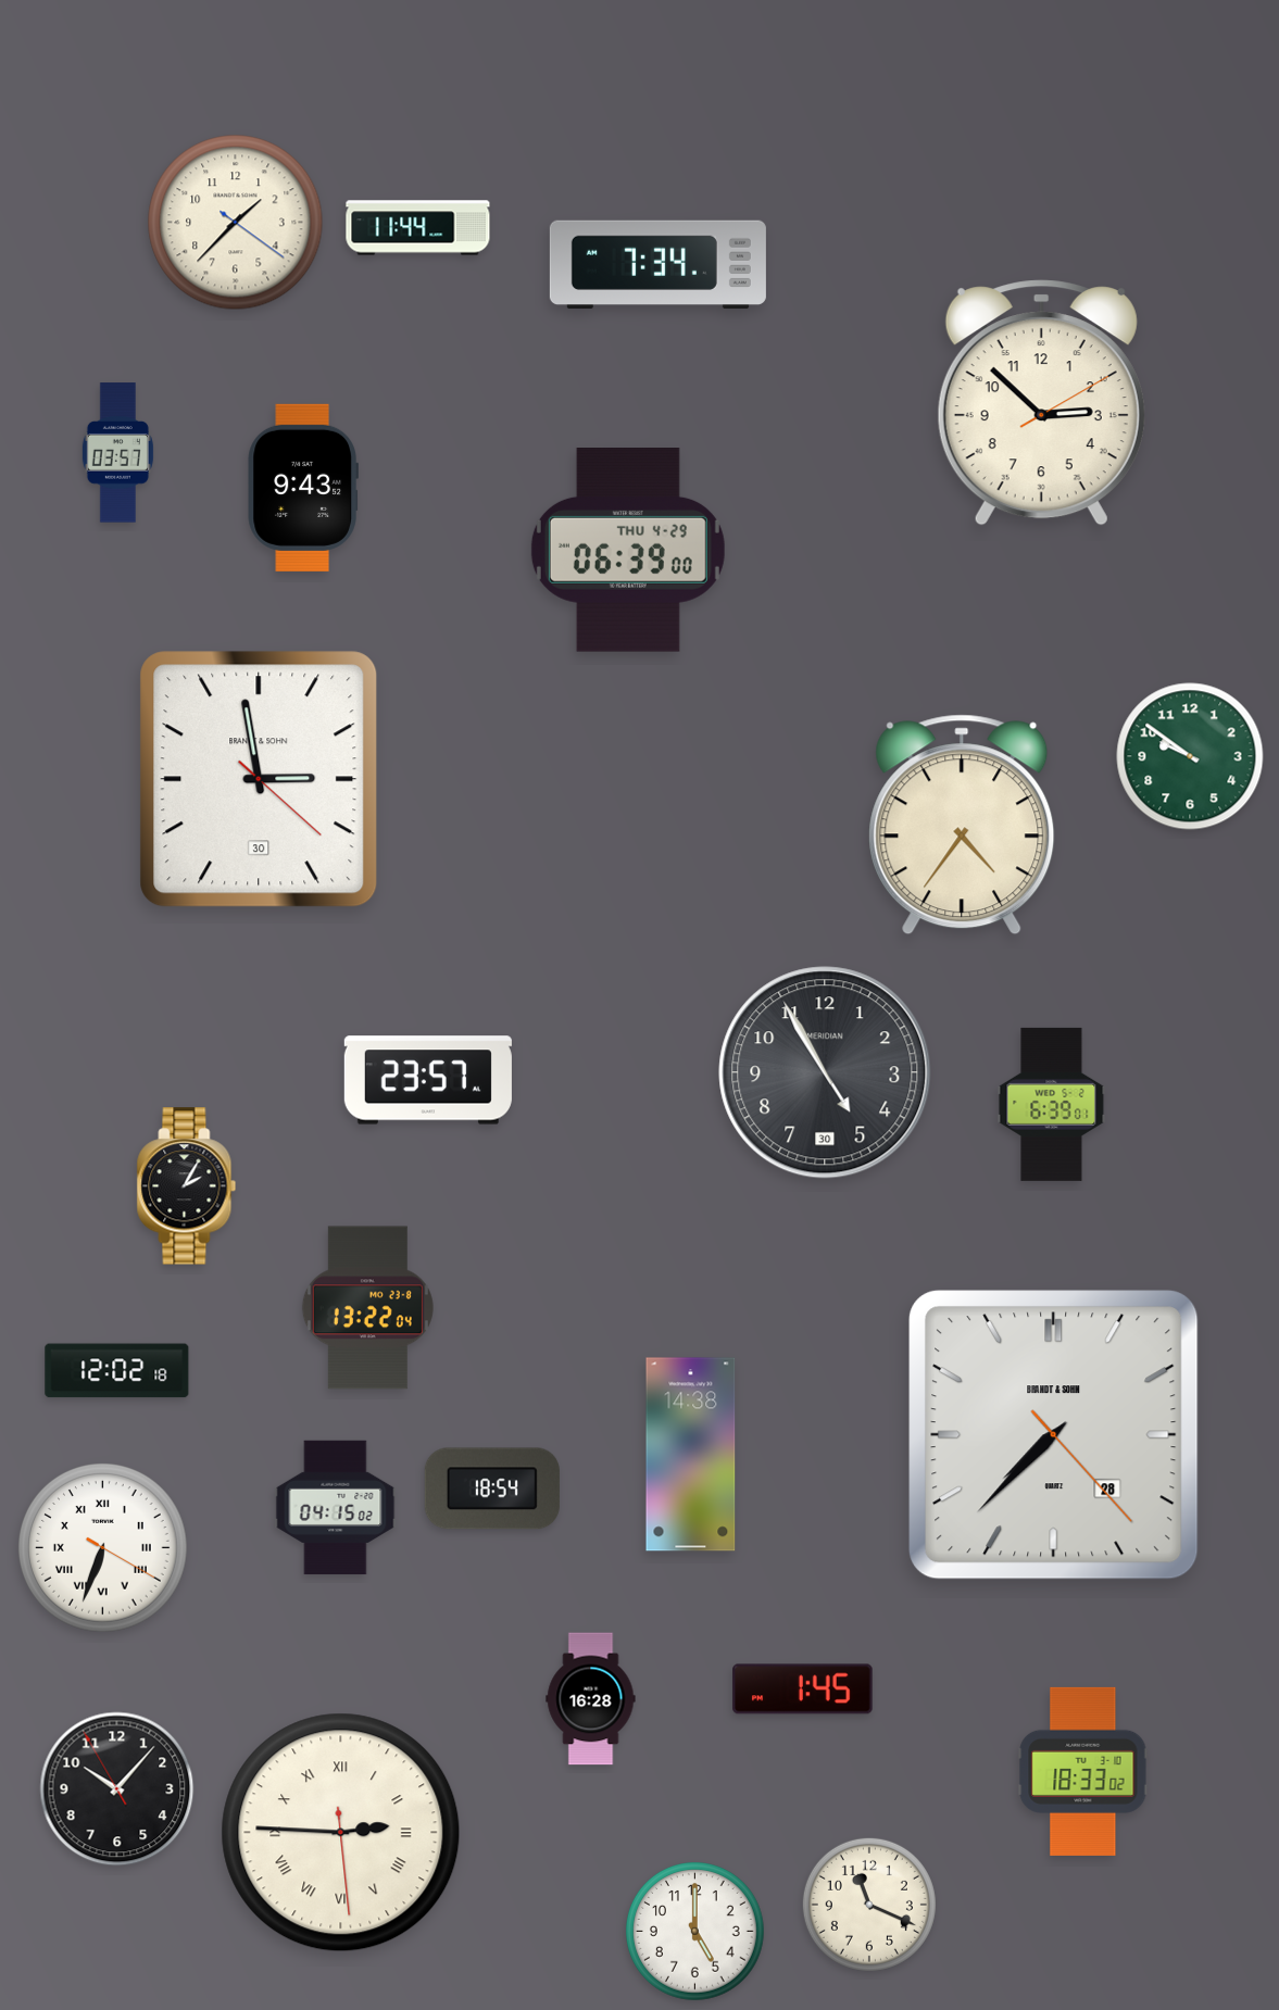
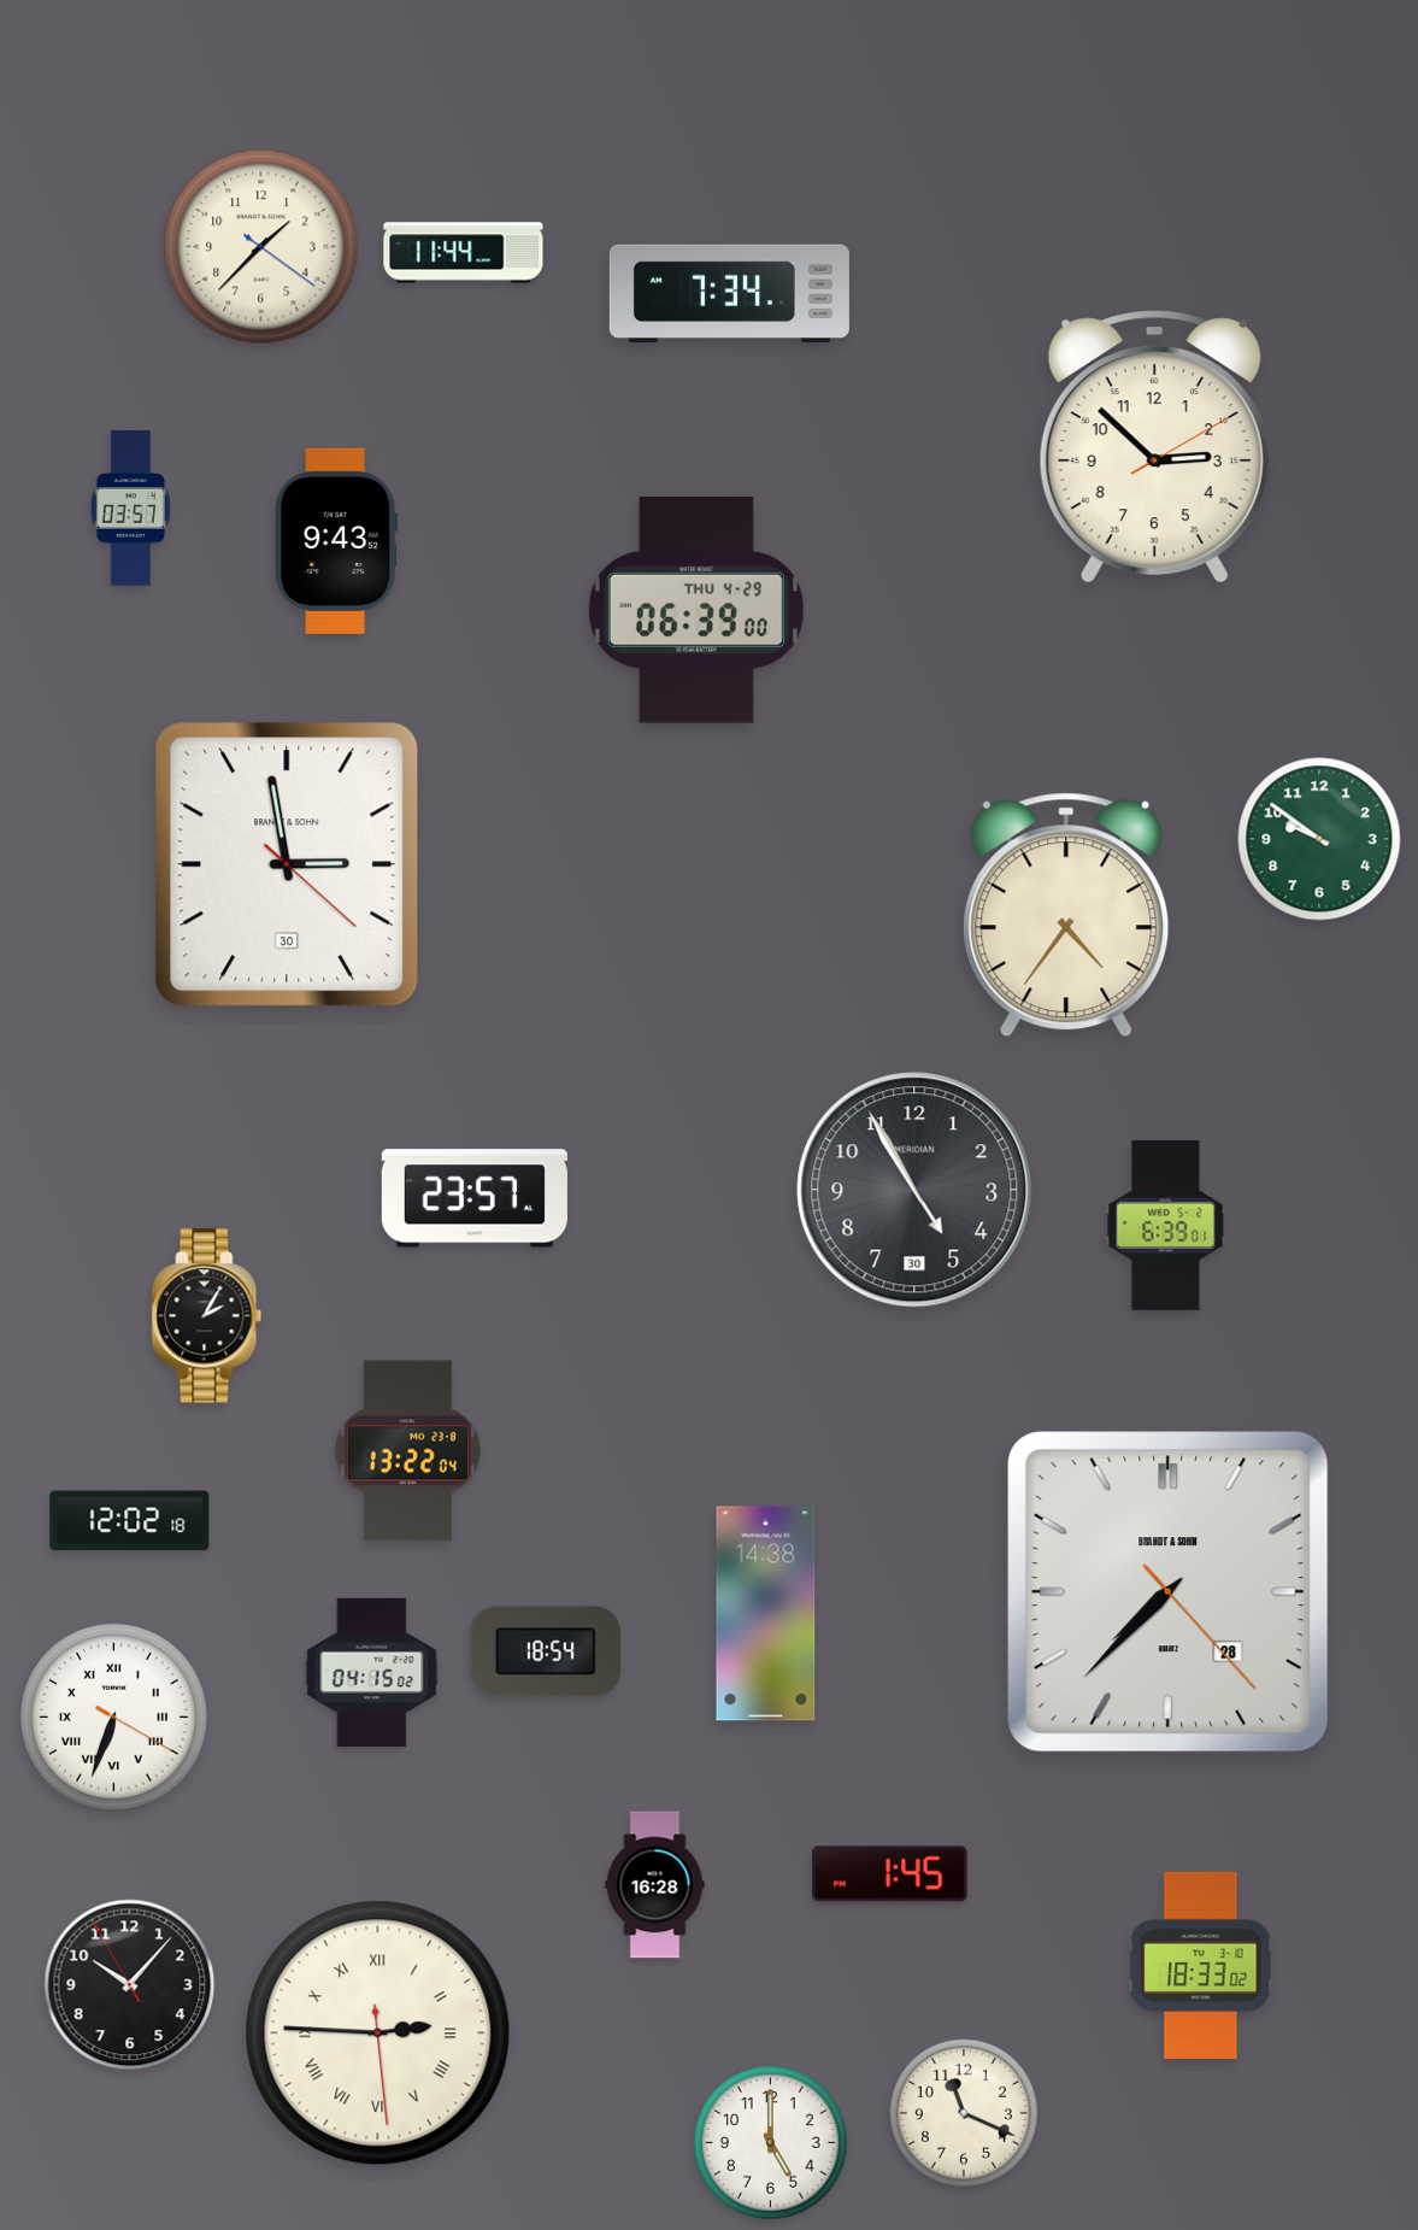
clock at (117, 453) position: (117, 453) -> (130, 509)
